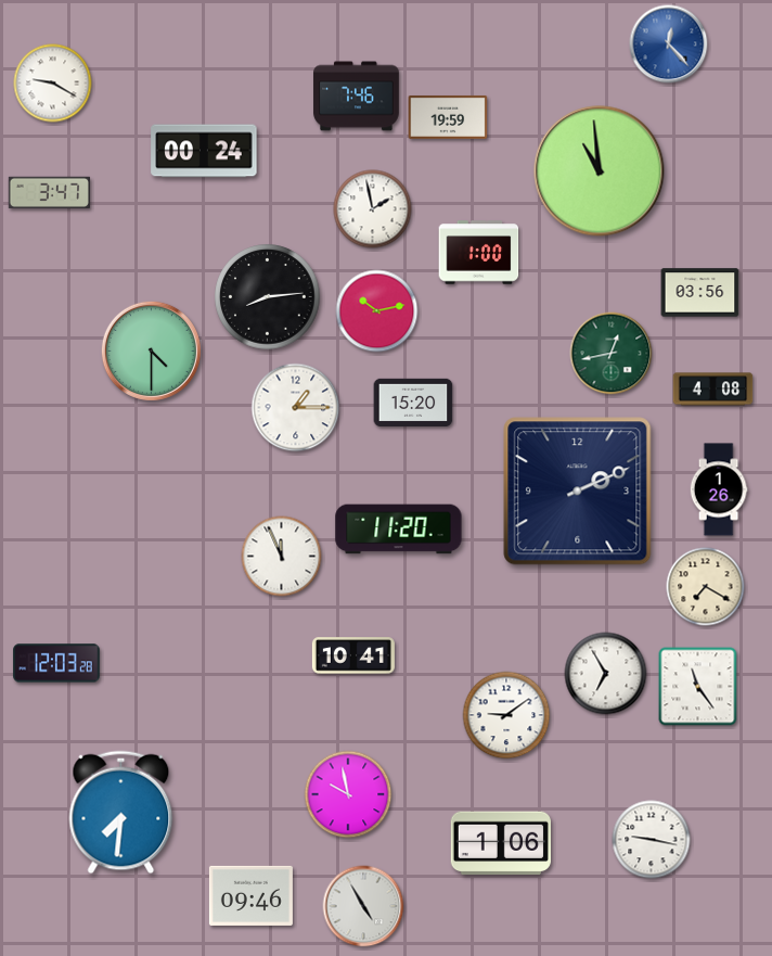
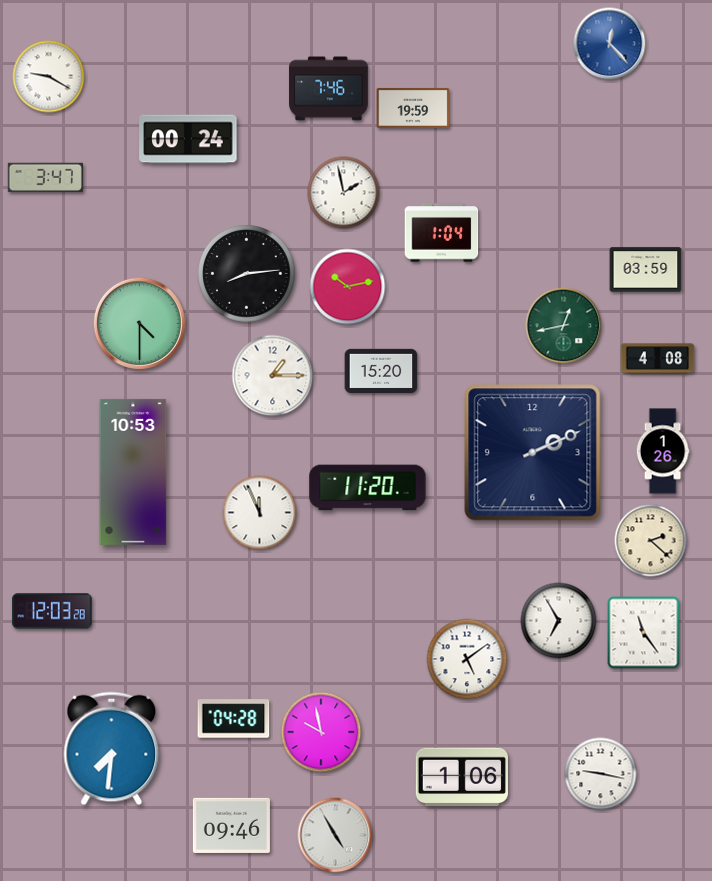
clock at (669, 44) position: (669, 44) -> (610, 44)
clock at (600, 171): 10:59 -> none
clock at (479, 253): 1:00 -> 1:04
clock at (700, 293): 03:56 -> 03:59
clock at (133, 472): none -> 10:53
clock at (706, 587): 7:20 -> 2:22
clock at (353, 655): 10:41 -> none
clock at (506, 715): 9:09 -> 5:09
clock at (234, 719): none -> 04:28
